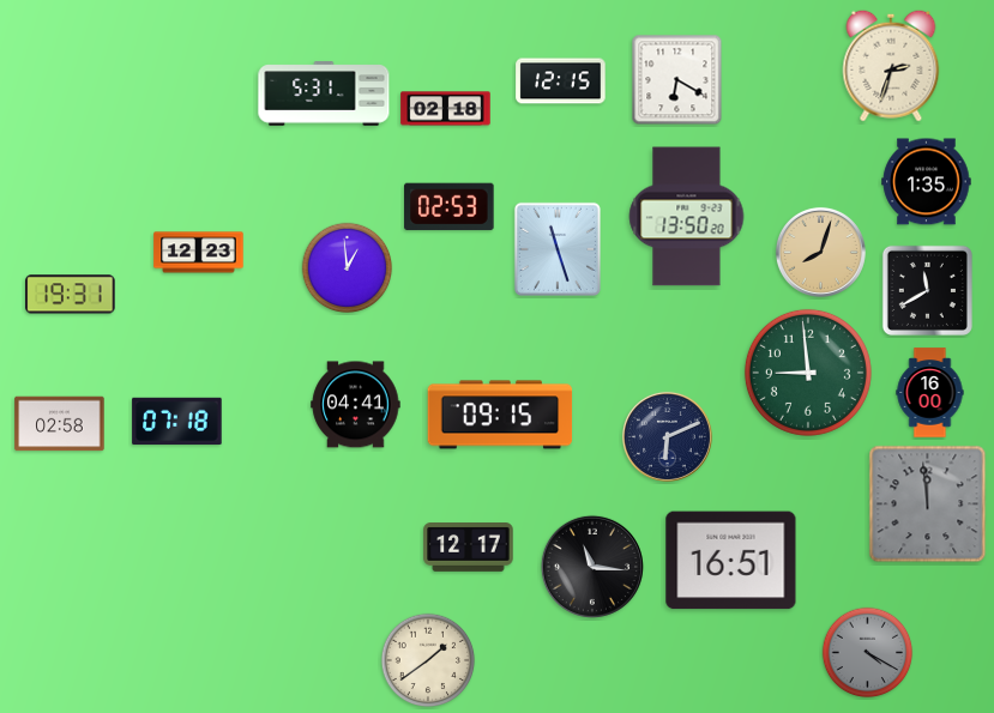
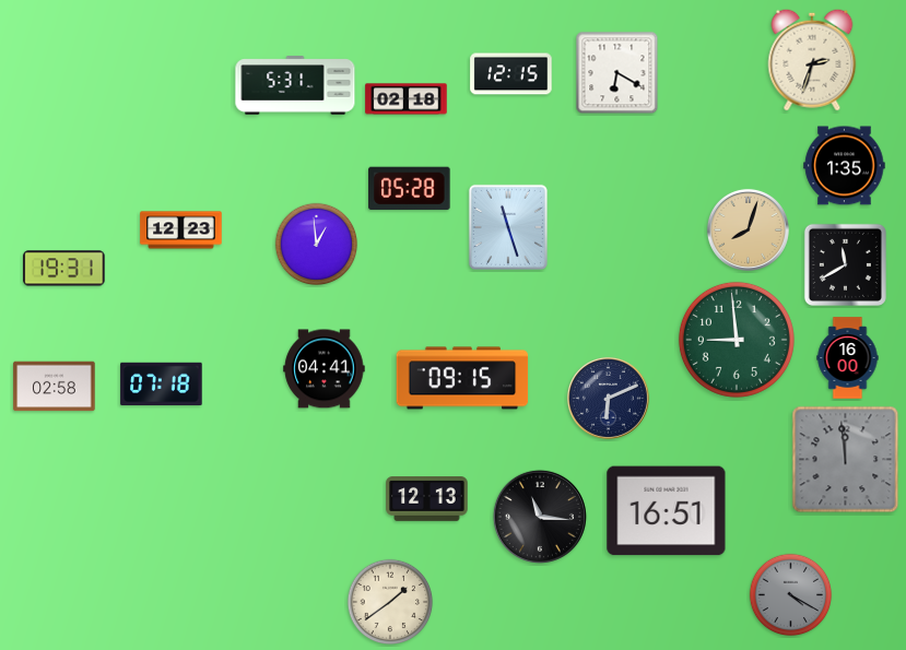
clock at (450, 207): 02:53 -> 05:28
clock at (687, 217): 13:50 -> none
clock at (500, 415) position: (500, 415) -> (462, 378)
clock at (469, 548): 12:17 -> 12:13
